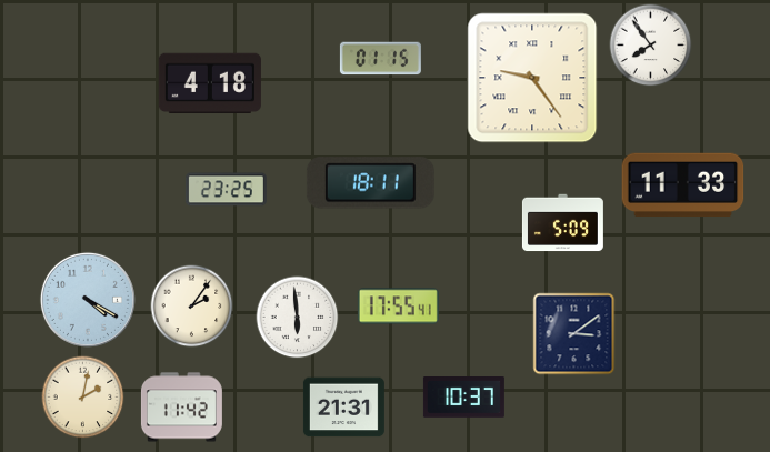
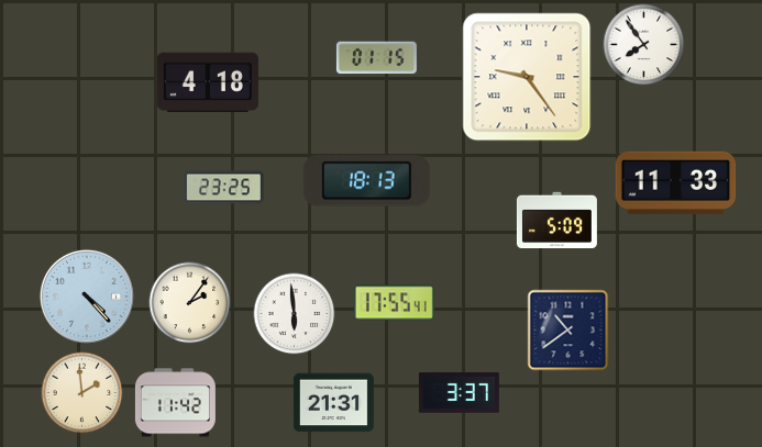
clock at (370, 183): 18:11 -> 18:13
clock at (88, 300): 4:20 -> 4:23
clock at (574, 334): 3:09 -> 10:39
clock at (83, 398): 2:02 -> 1:59
clock at (463, 398): 10:37 -> 3:37
clock at (181, 408) position: (181, 408) -> (175, 403)
clock at (343, 408) position: (343, 408) -> (333, 403)
